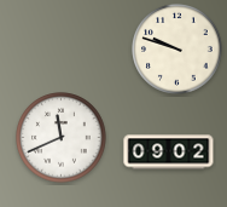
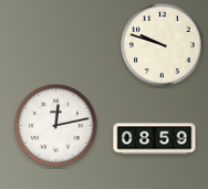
clock at (62, 138): 11:41 -> 12:13
clock at (169, 153): 09:02 -> 08:59
